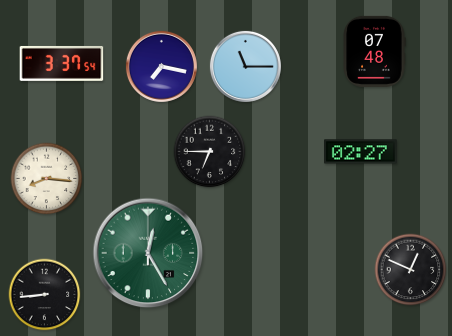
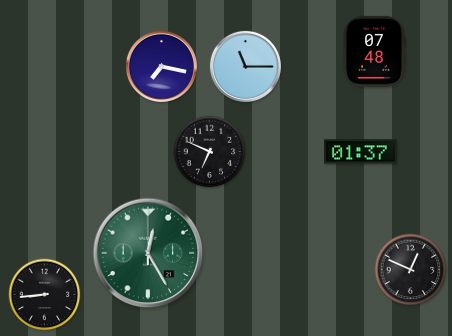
clock at (62, 64): 3:37 -> none
clock at (210, 152): 6:45 -> 6:49
clock at (361, 152): 02:27 -> 01:37
clock at (47, 179): 8:16 -> none
